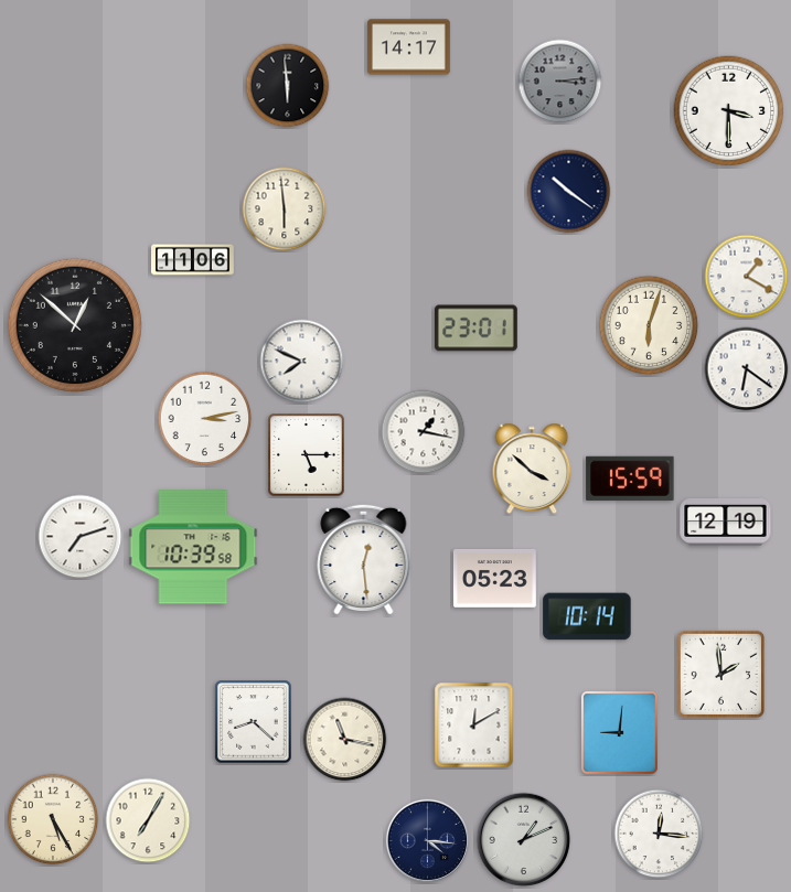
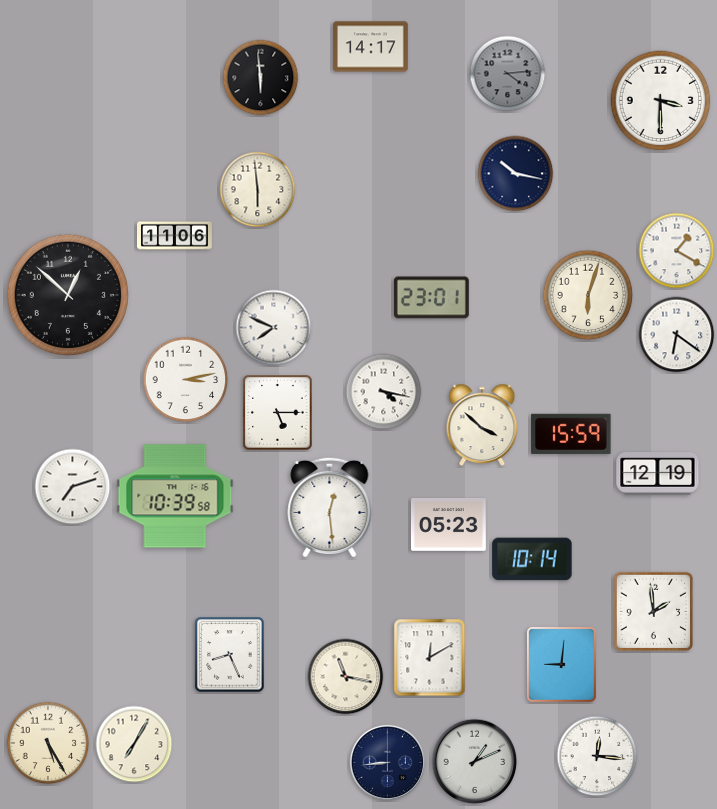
clock at (409, 47) position: (409, 47) -> (371, 47)
clock at (560, 82): 3:14 -> 4:14
clock at (569, 192): 10:21 -> 10:17
clock at (424, 432): 1:17 -> 4:17
clock at (254, 722): 8:22 -> 8:26
clock at (345, 740) position: (345, 740) -> (346, 677)
clock at (427, 840): 4:16 -> 8:44
